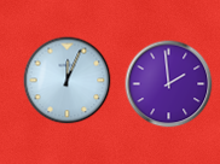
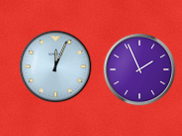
clock at (169, 84): 1:59 -> 1:56
